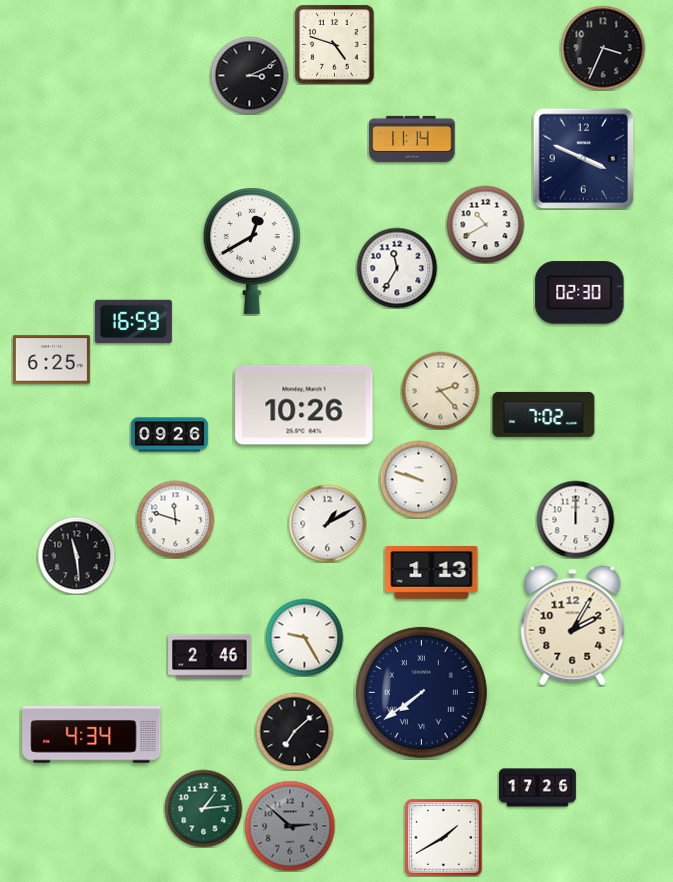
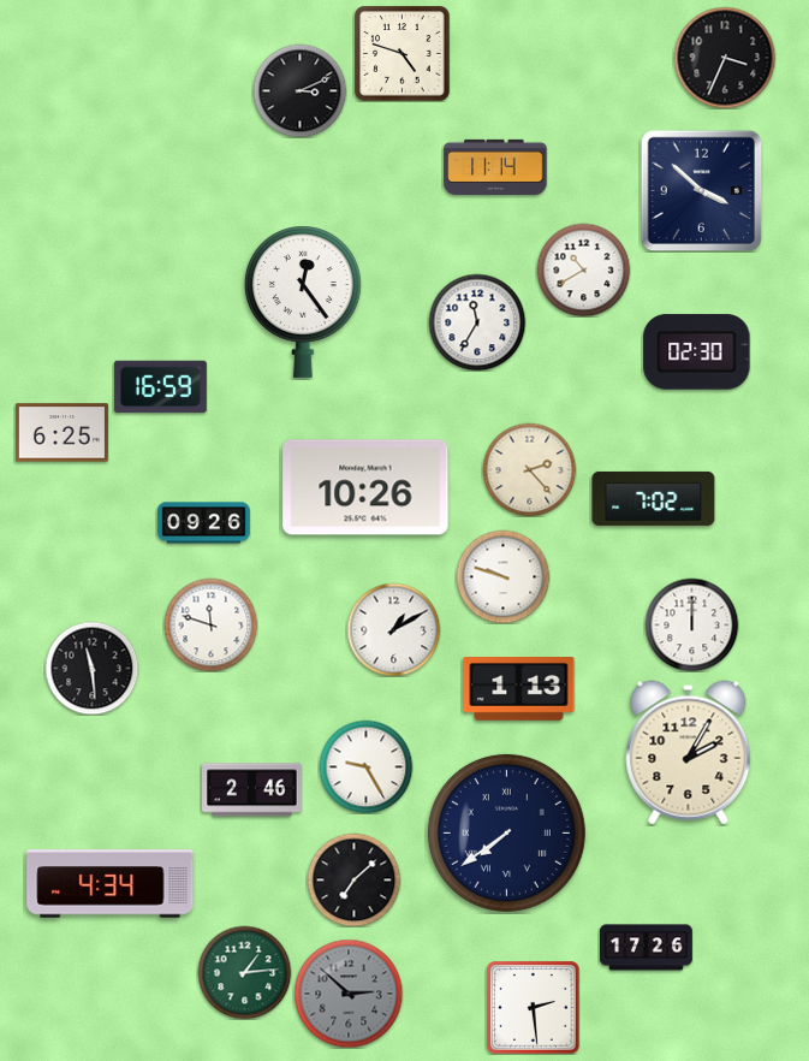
clock at (583, 158): 3:49 -> 3:52
clock at (252, 251): 12:40 -> 12:24
clock at (443, 837): 1:40 -> 2:29
